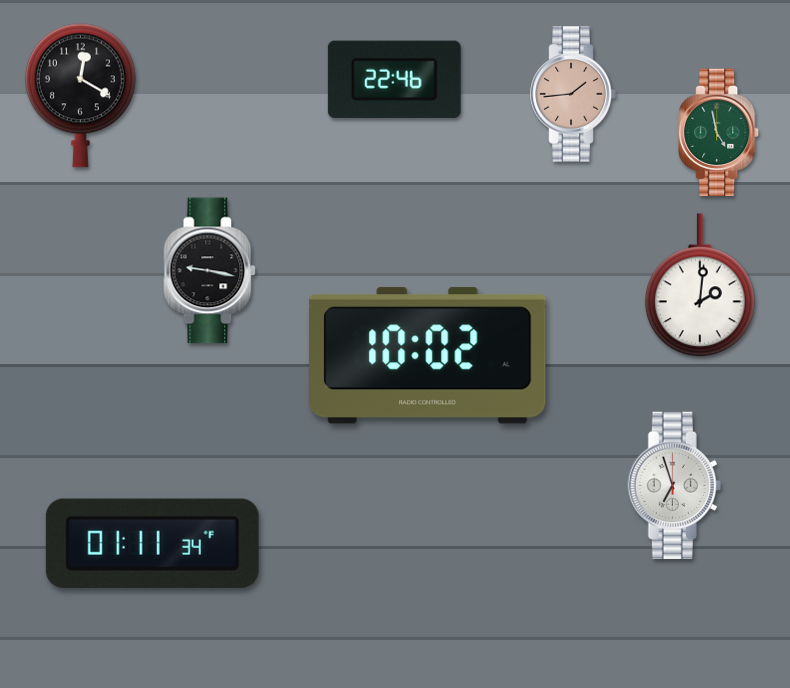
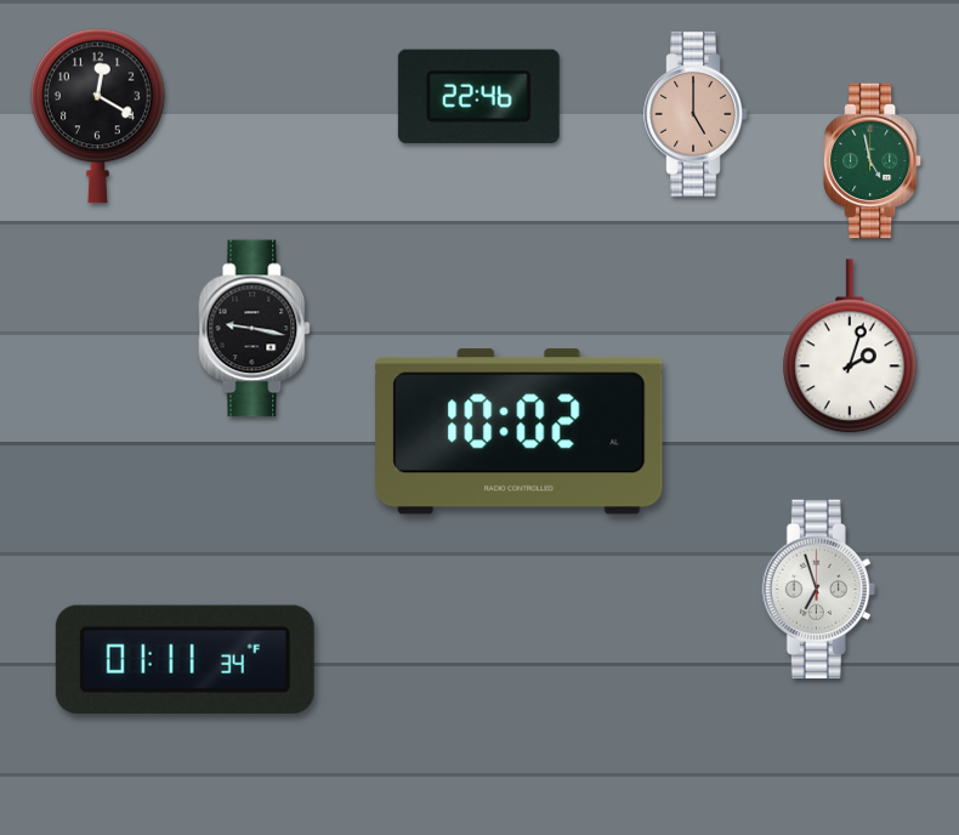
clock at (573, 94): 1:44 -> 5:00
clock at (700, 286): 2:01 -> 2:03
